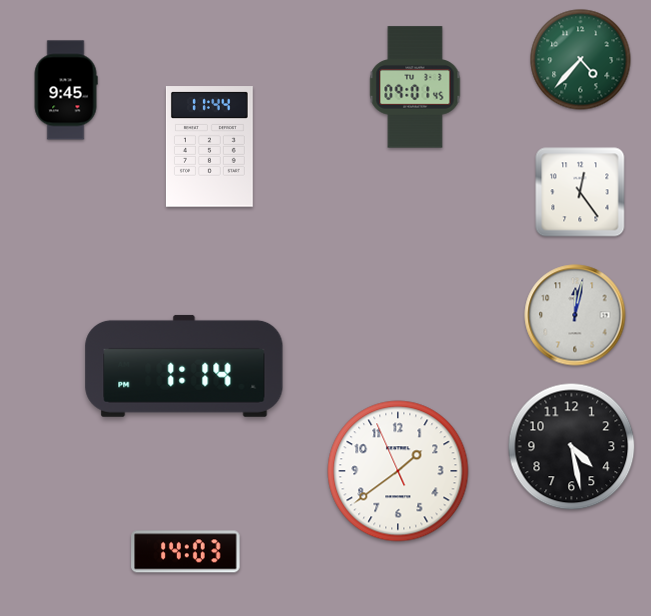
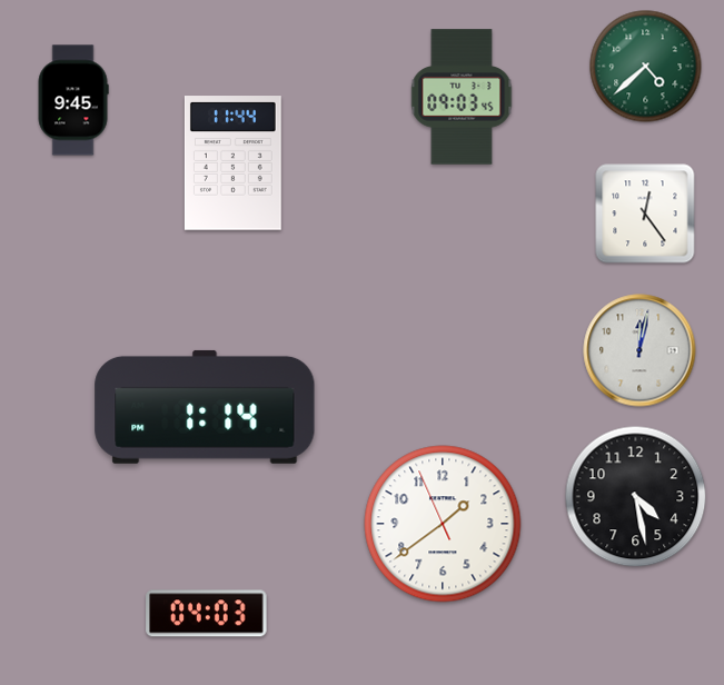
clock at (581, 60): 4:37 -> 4:38
clock at (415, 87): 09:01 -> 09:03
clock at (186, 552): 14:03 -> 04:03
